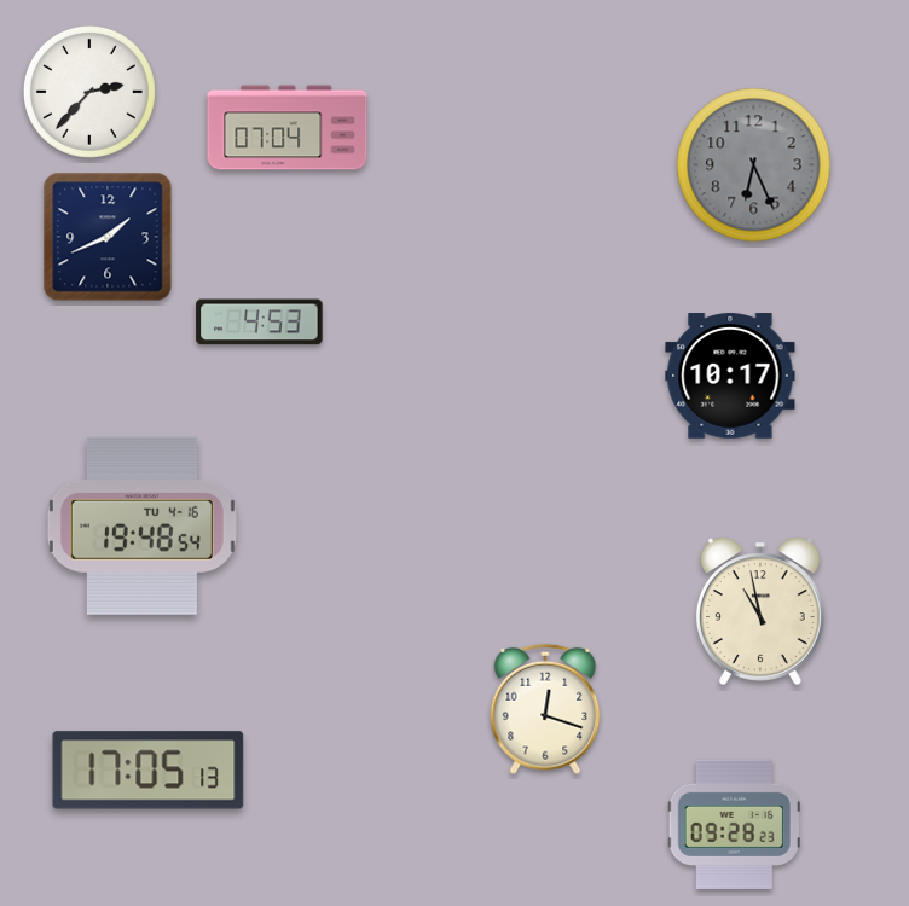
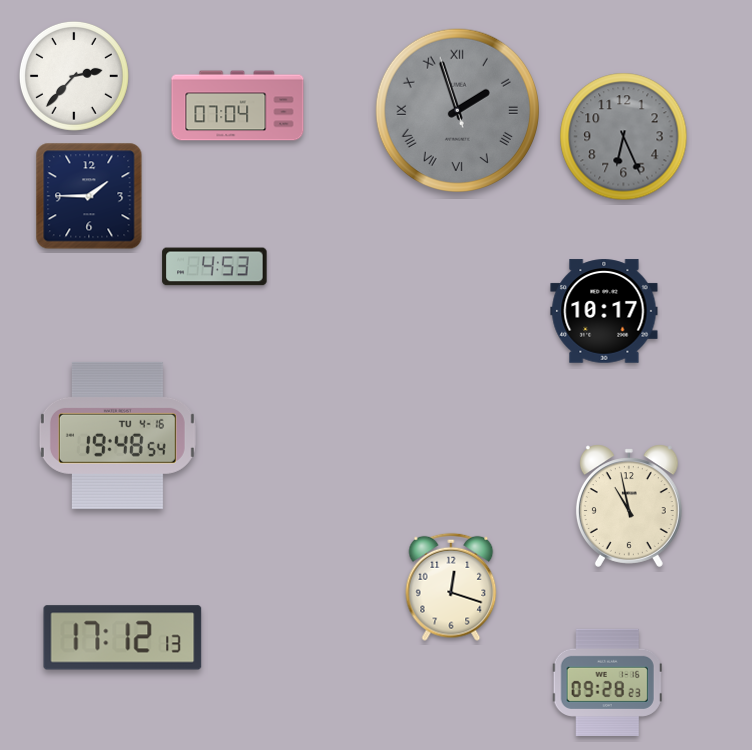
clock at (457, 110): none -> 1:56
clock at (108, 237): 1:41 -> 1:45
clock at (149, 771): 17:05 -> 17:12
